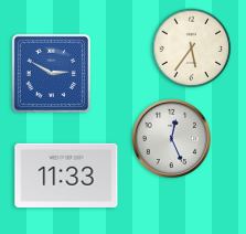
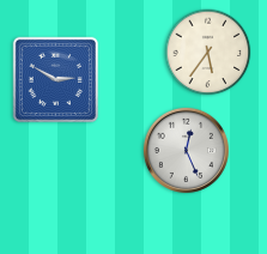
clock at (66, 175): 11:33 -> none
